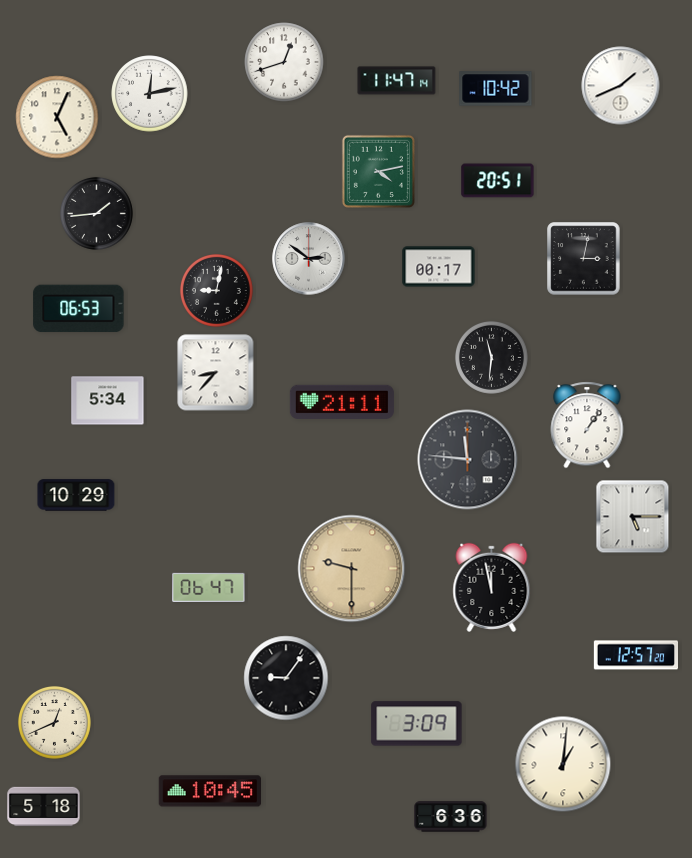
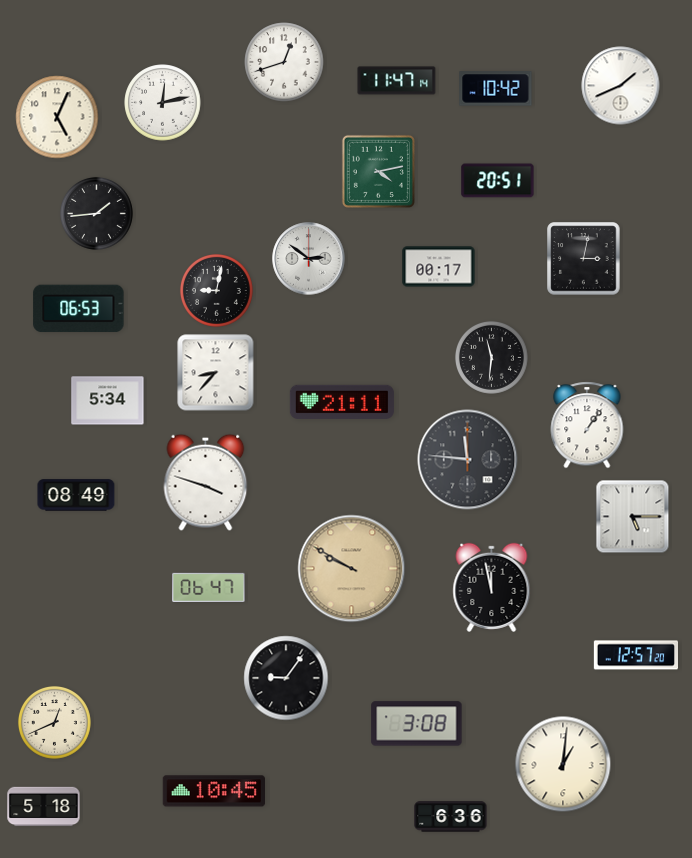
clock at (150, 94) position: (150, 94) -> (163, 103)
clock at (206, 482): none -> 3:48
clock at (76, 495): 10:29 -> 08:49
clock at (352, 569): 9:30 -> 9:50
clock at (417, 724): 3:09 -> 3:08
clock at (209, 791) position: (209, 791) -> (213, 791)
